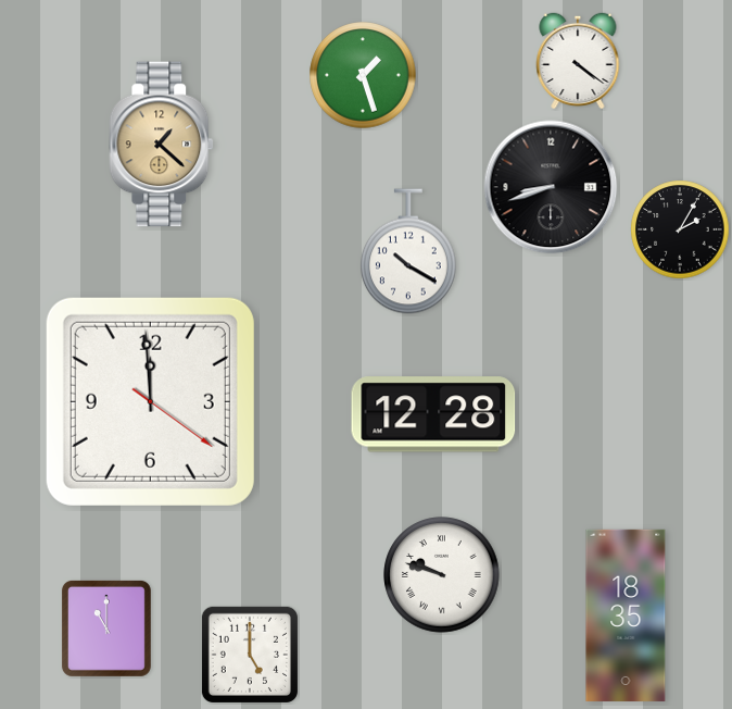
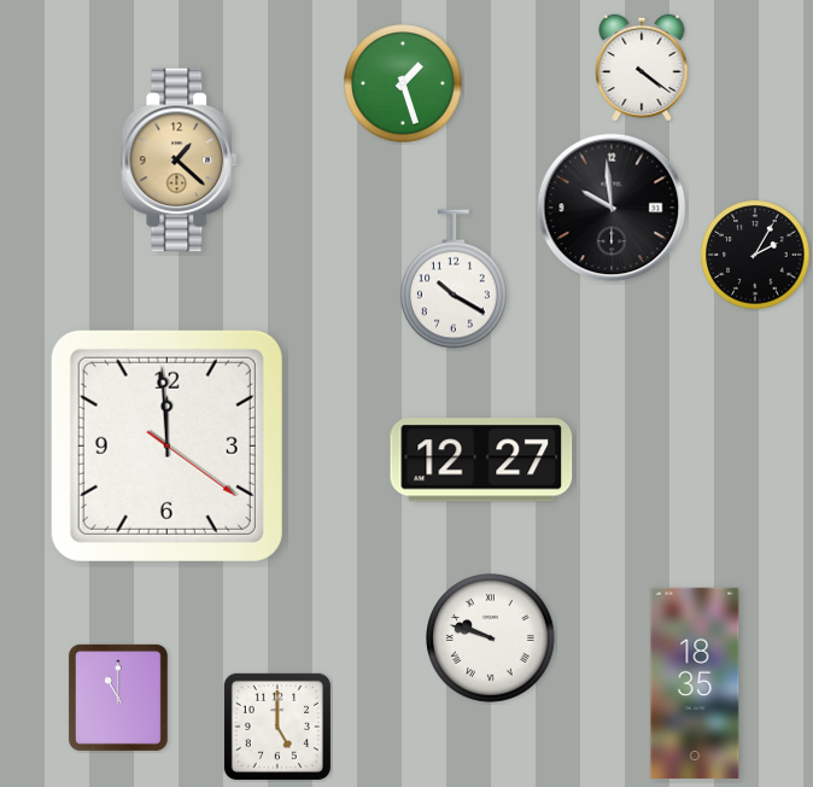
clock at (551, 187): 8:42 -> 9:59
clock at (433, 414): 12:28 -> 12:27
